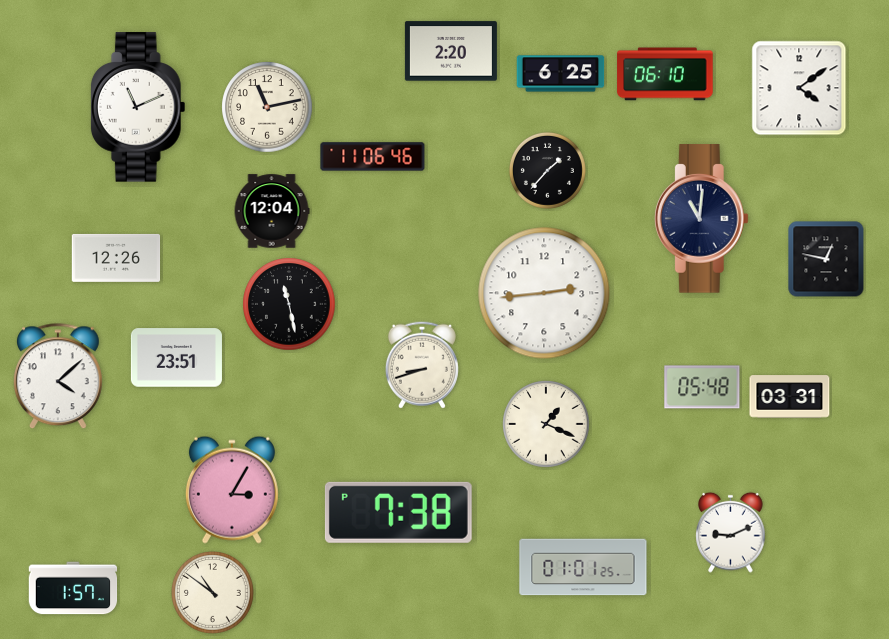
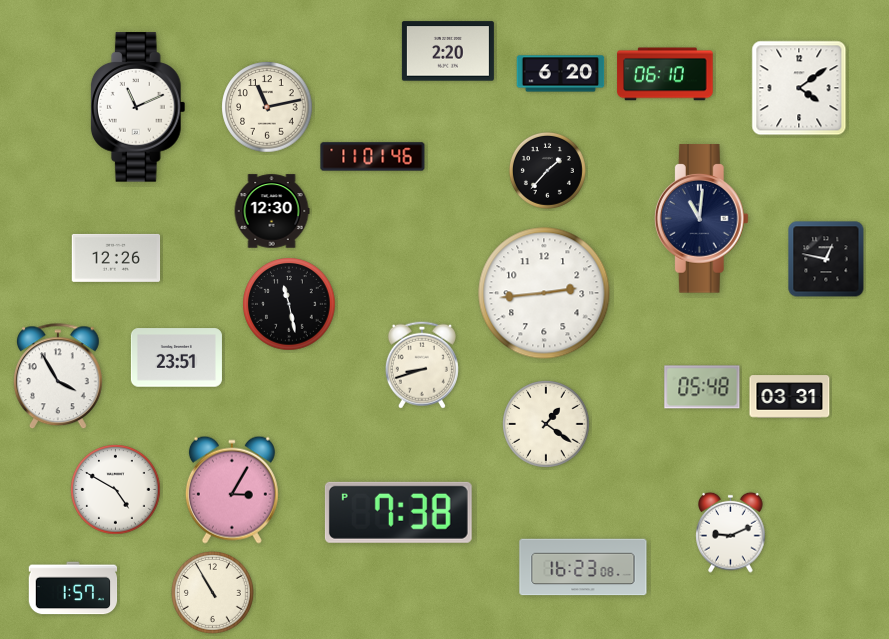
clock at (451, 51) position: (451, 51) -> (448, 51)
clock at (561, 74): 6:25 -> 6:20
clock at (373, 157): 11:06 -> 11:01
clock at (272, 211): 12:04 -> 12:30
clock at (58, 377): 4:08 -> 3:55
clock at (546, 424): 1:19 -> 1:21
clock at (116, 490): none -> 4:50
clock at (583, 567): 01:01 -> 16:23
clock at (213, 593): 10:51 -> 10:55
